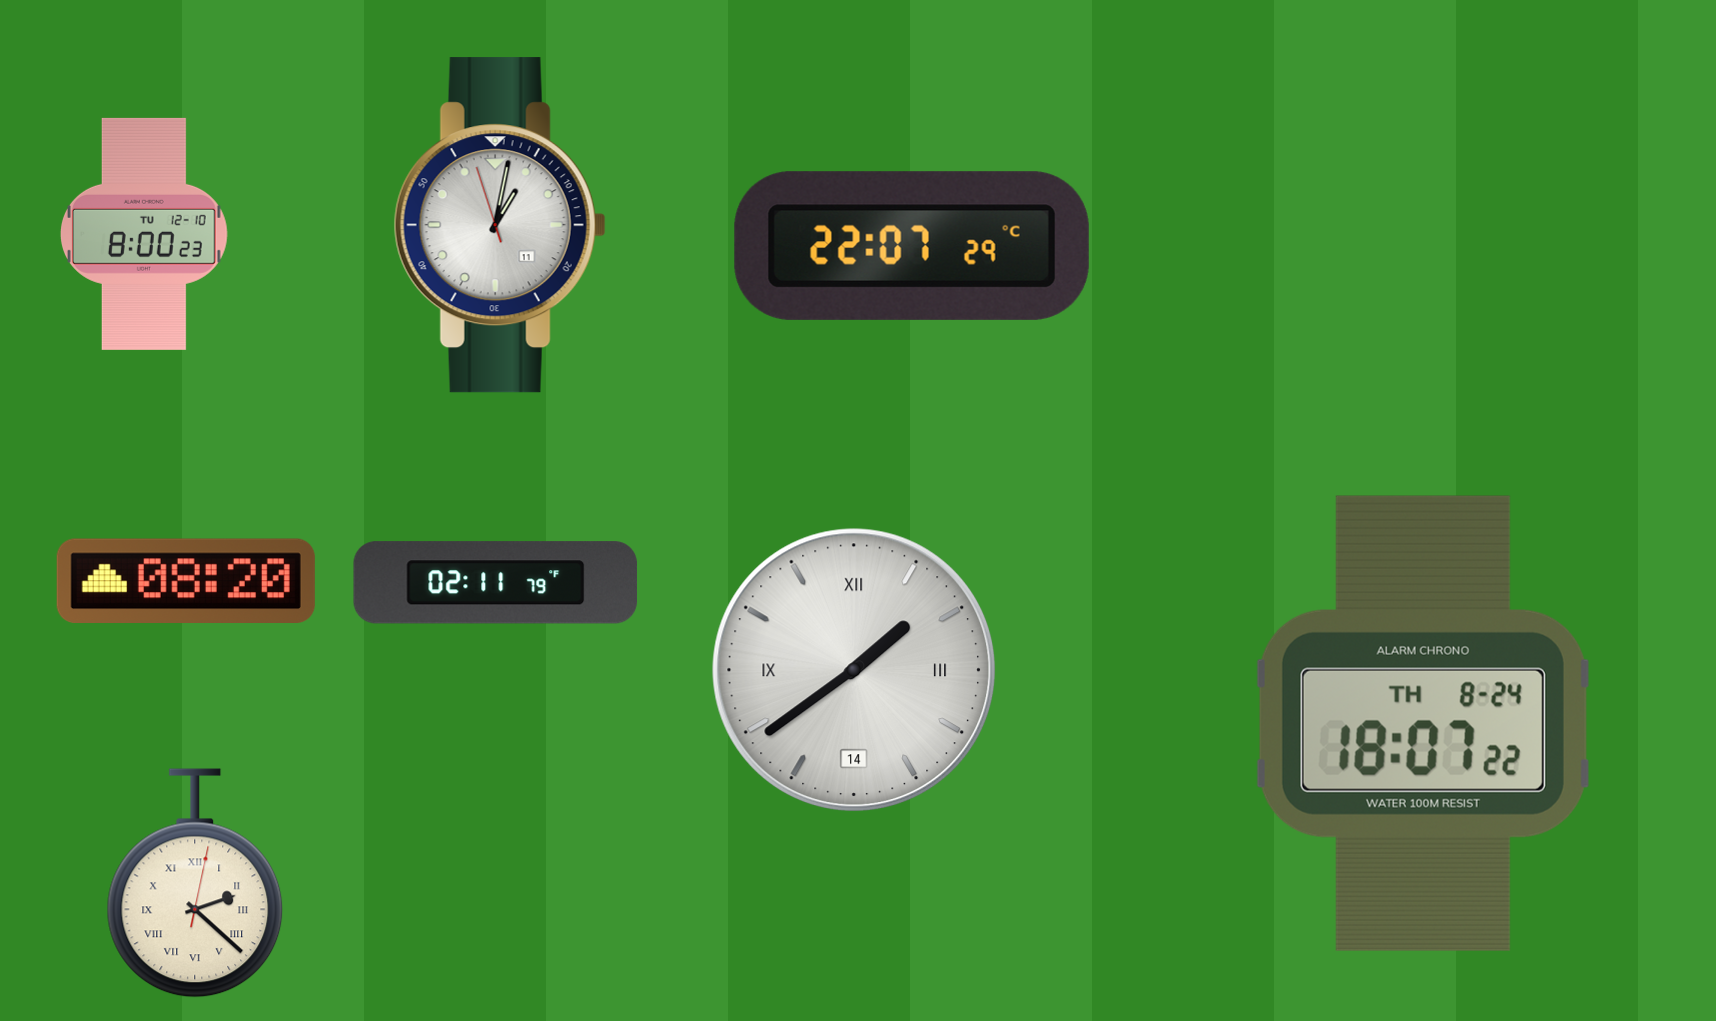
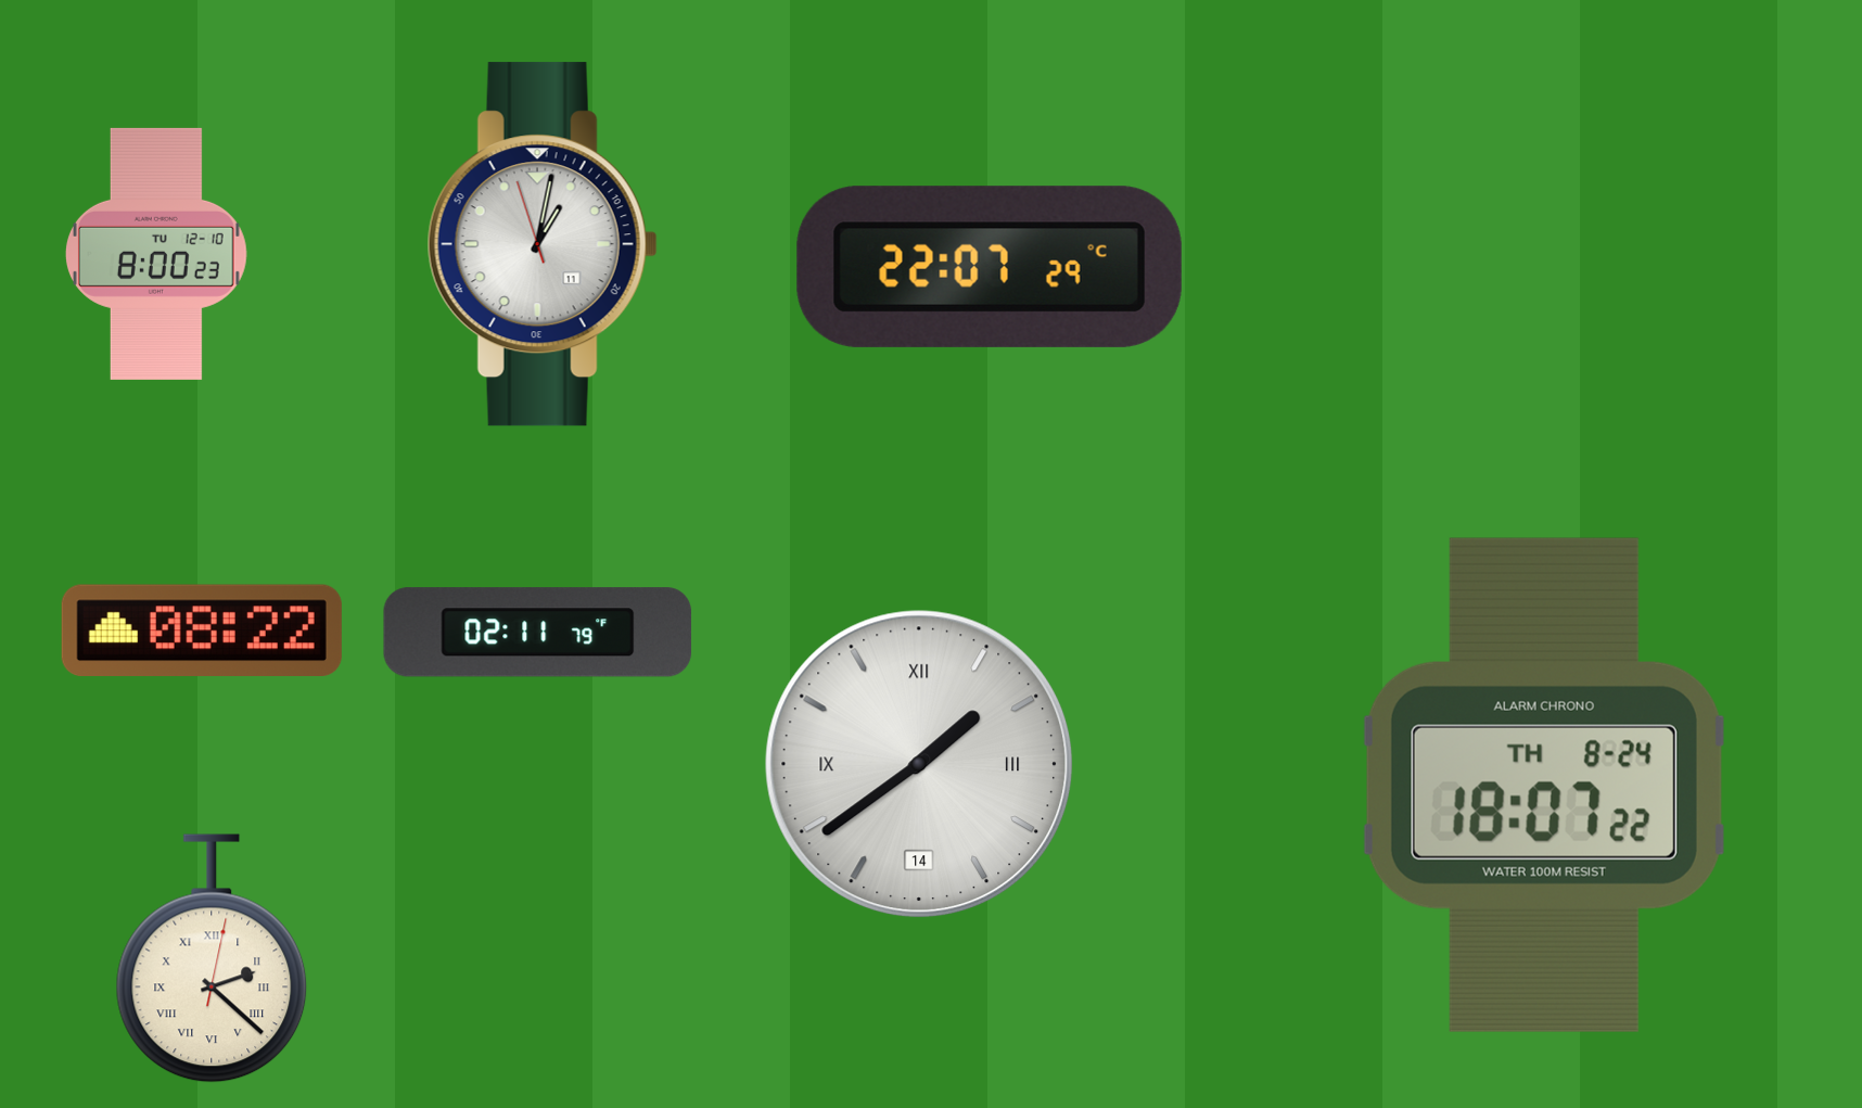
clock at (186, 580): 08:20 -> 08:22
clock at (854, 670) position: (854, 670) -> (919, 764)
